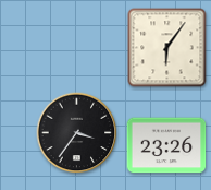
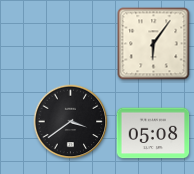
clock at (77, 133): 3:36 -> 3:39
clock at (166, 145): 23:26 -> 05:08
